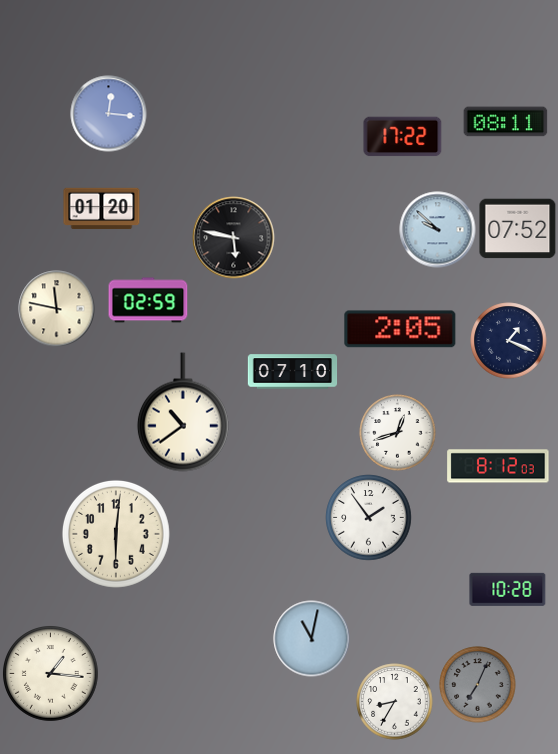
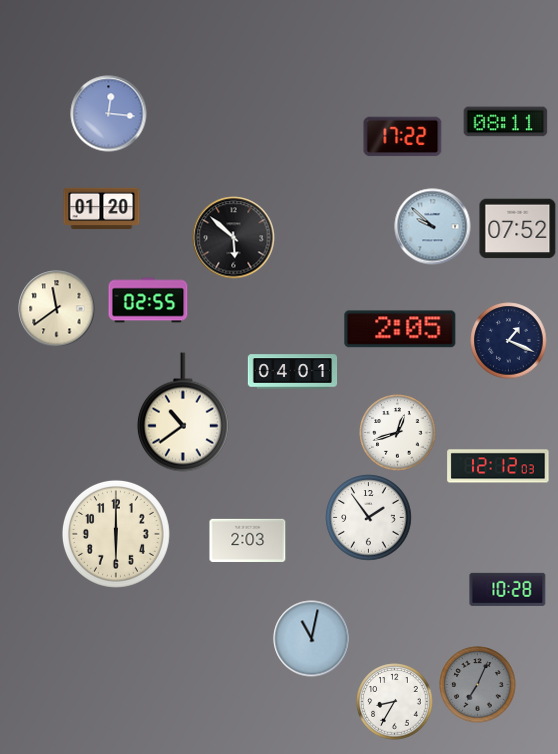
clock at (438, 230) position: (438, 230) -> (433, 227)
clock at (234, 238): 5:47 -> 5:52
clock at (148, 300): 02:59 -> 02:55
clock at (57, 309): 11:47 -> 11:39
clock at (293, 372): 07:10 -> 04:01
clock at (498, 466): 8:12 -> 12:12
clock at (116, 534): 6:01 -> 6:00
clock at (248, 540): none -> 2:03
clock at (51, 674): 1:16 -> none
